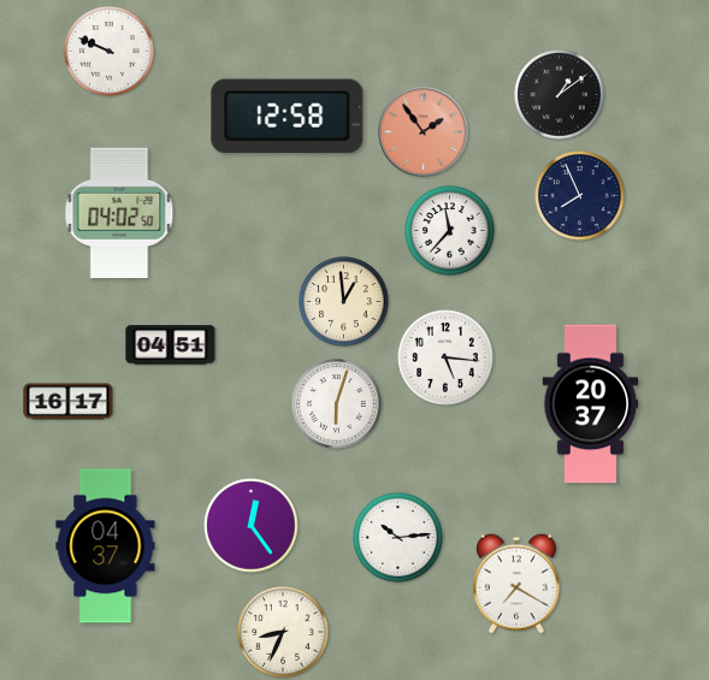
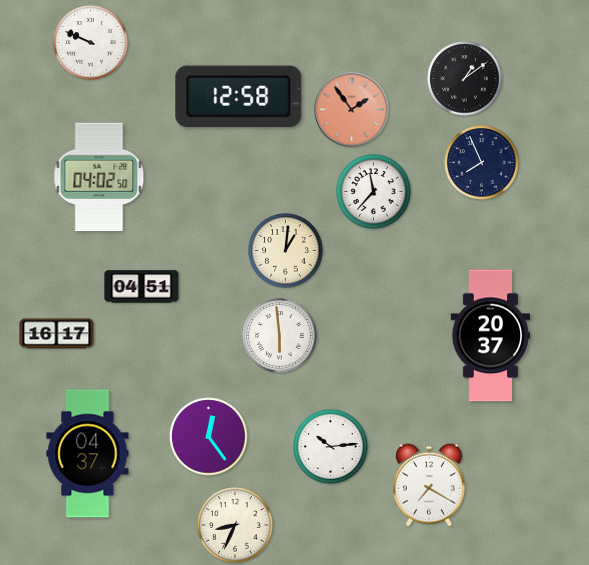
clock at (344, 302): 12:59 -> 1:01
clock at (445, 357): 5:16 -> none
clock at (337, 404): 6:03 -> 5:59
